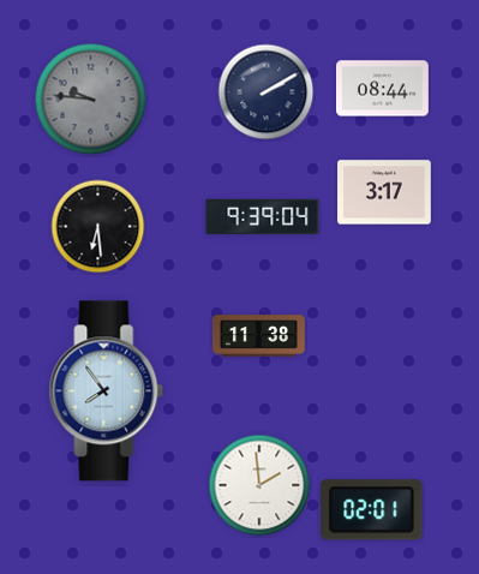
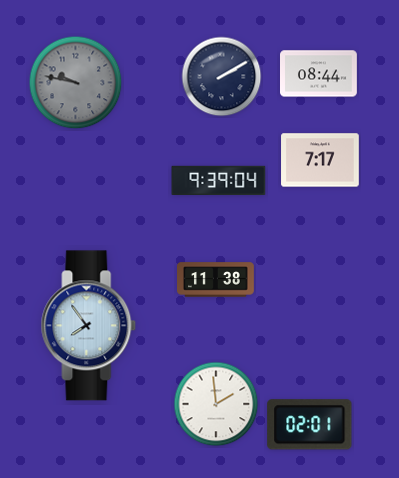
clock at (91, 100): 9:46 -> 9:47
clock at (384, 192): 3:17 -> 7:17
clock at (98, 227): 6:29 -> none
